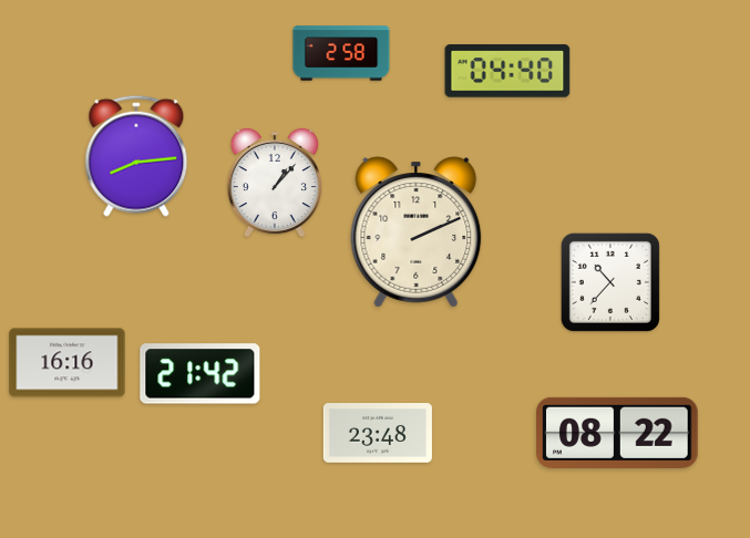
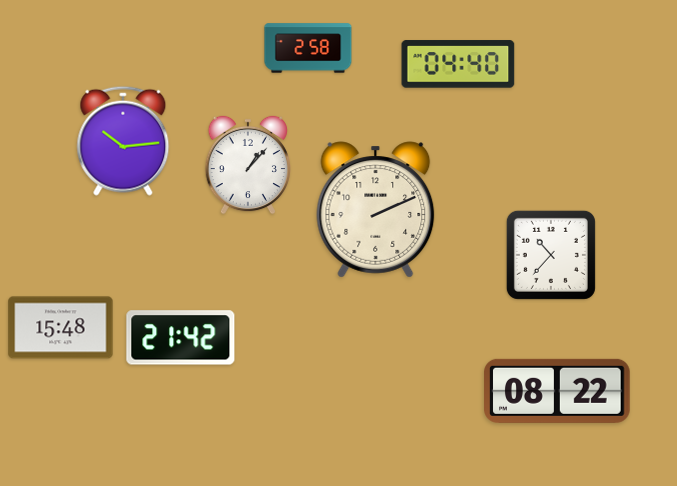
clock at (136, 156): 8:14 -> 10:14
clock at (68, 363): 16:16 -> 15:48
clock at (378, 434): 23:48 -> none
